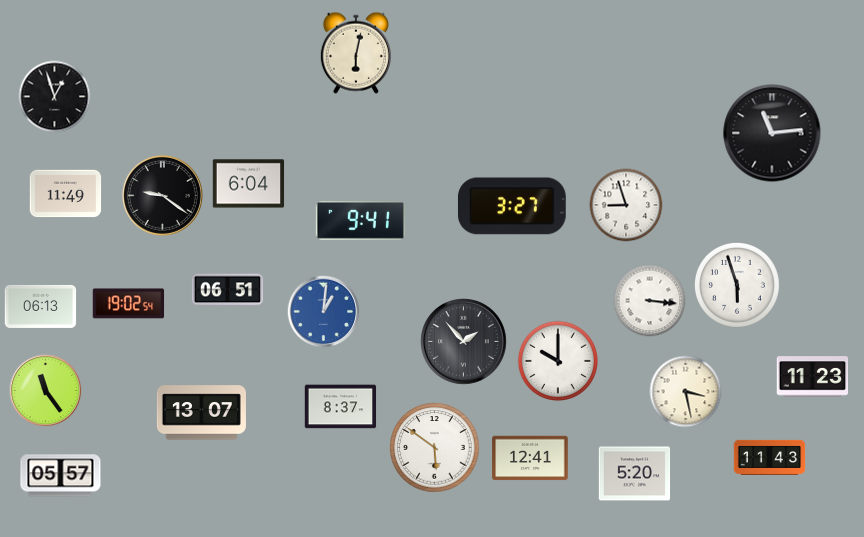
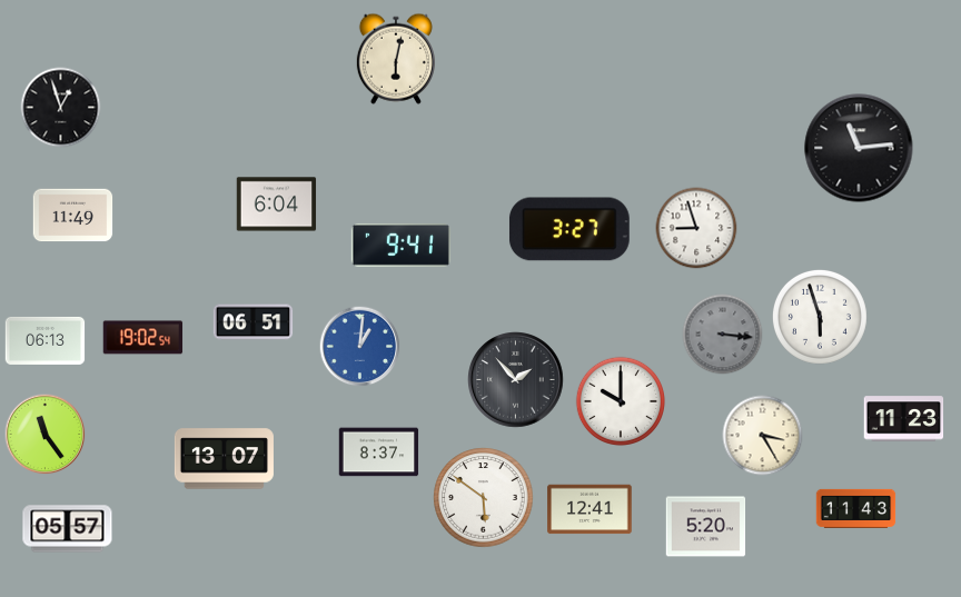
clock at (162, 195): 9:21 -> none
clock at (650, 301) dial: white -> grey
clock at (46, 391) position: (46, 391) -> (46, 435)
clock at (686, 392): 3:28 -> 3:25
